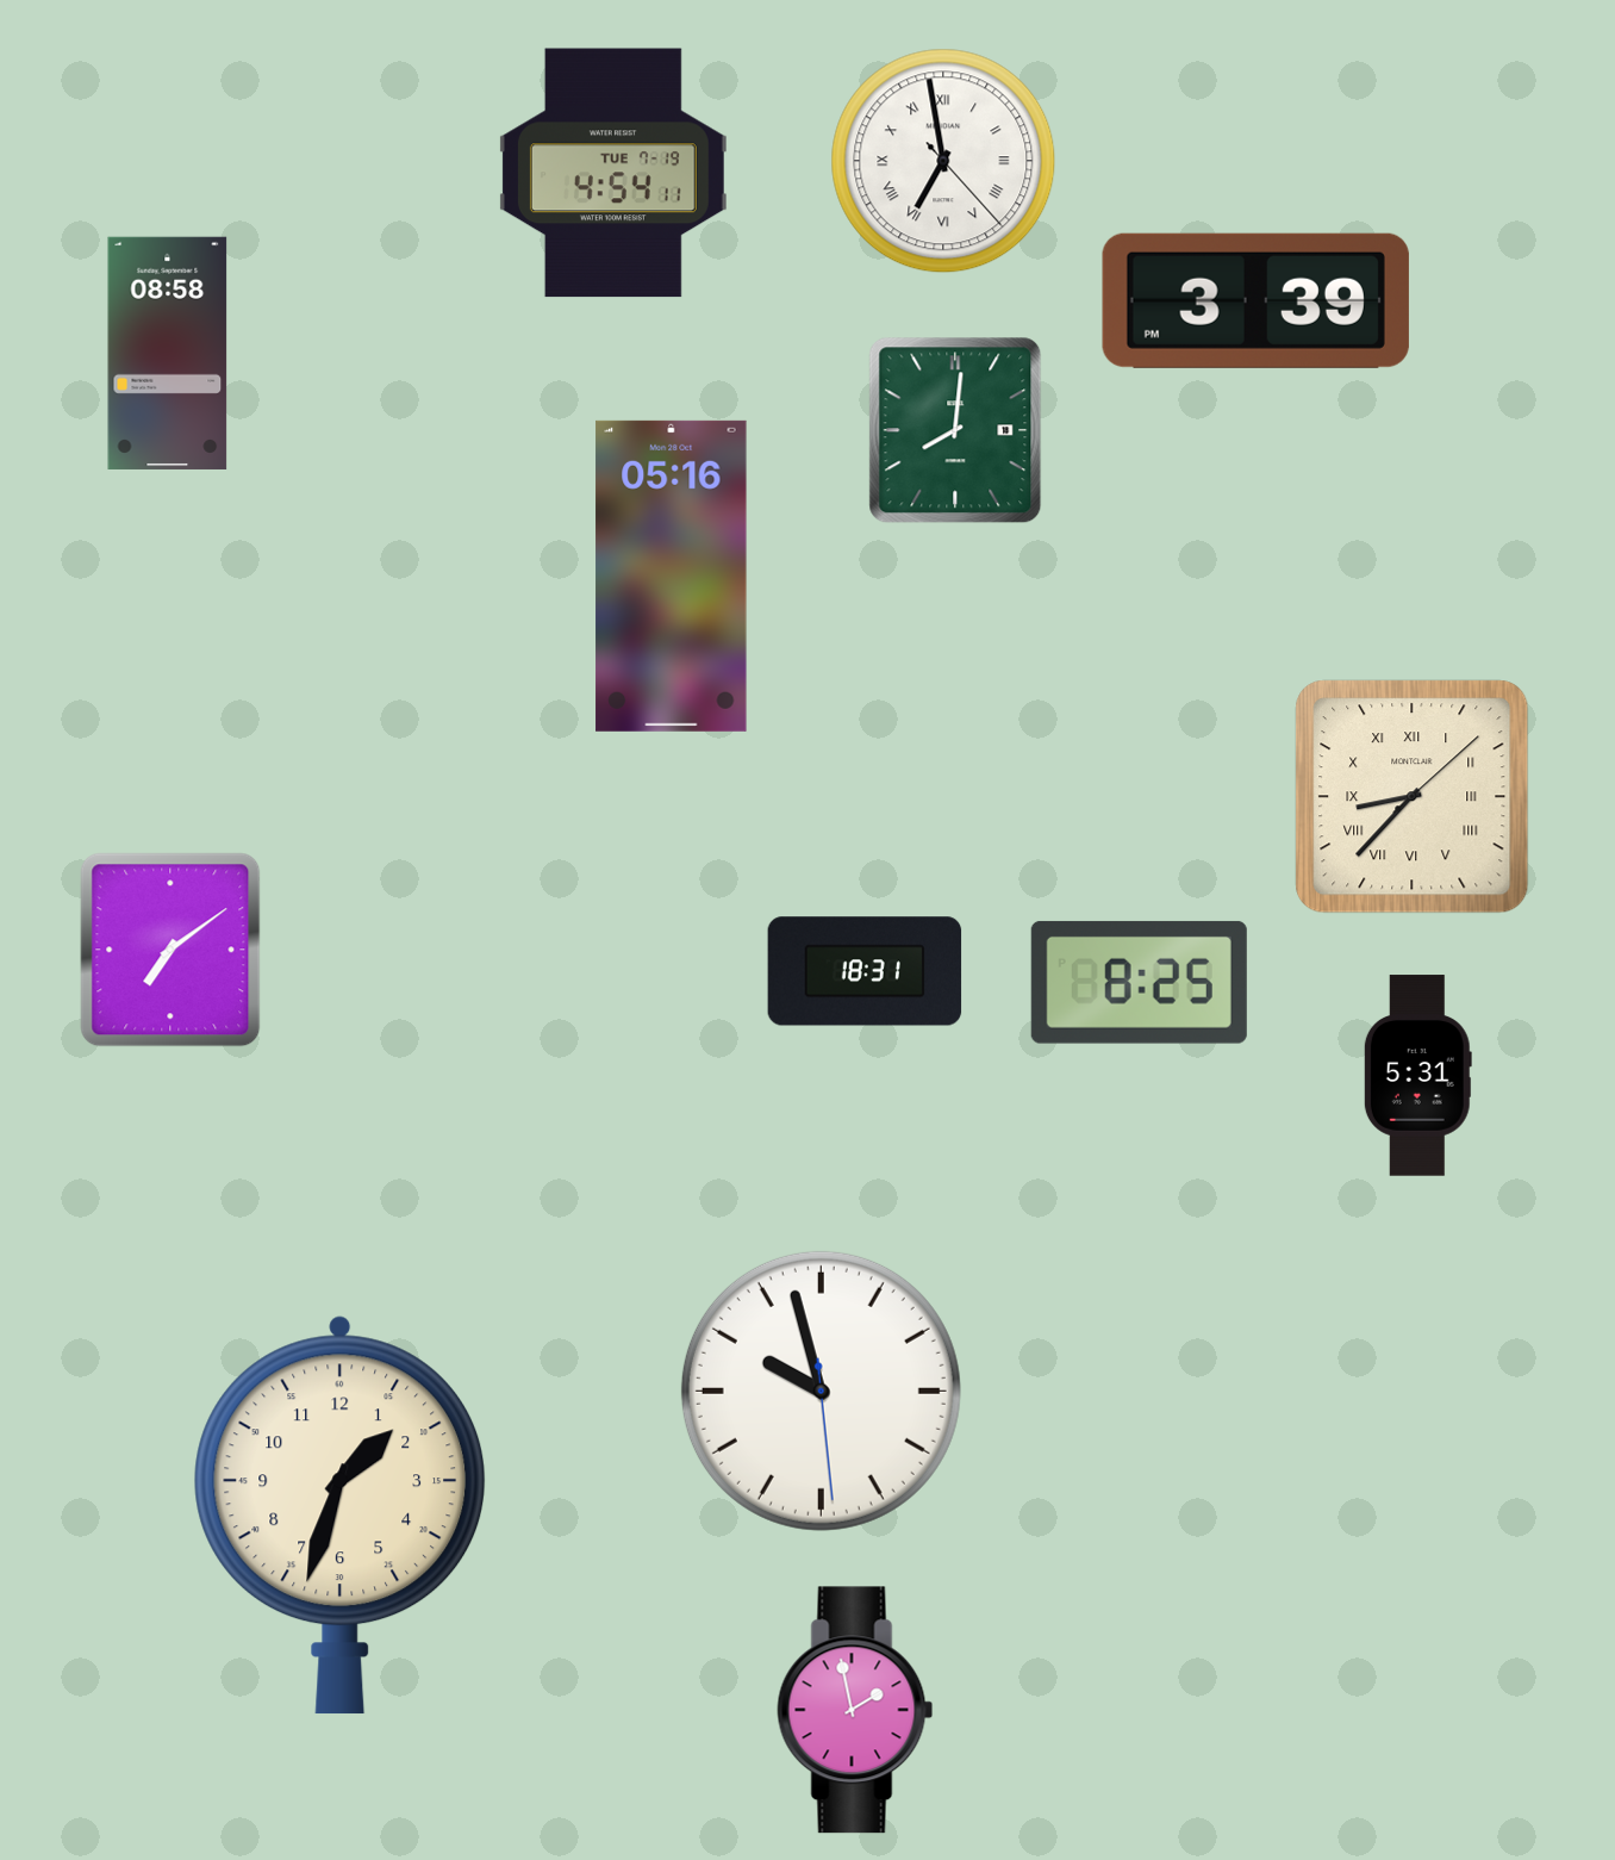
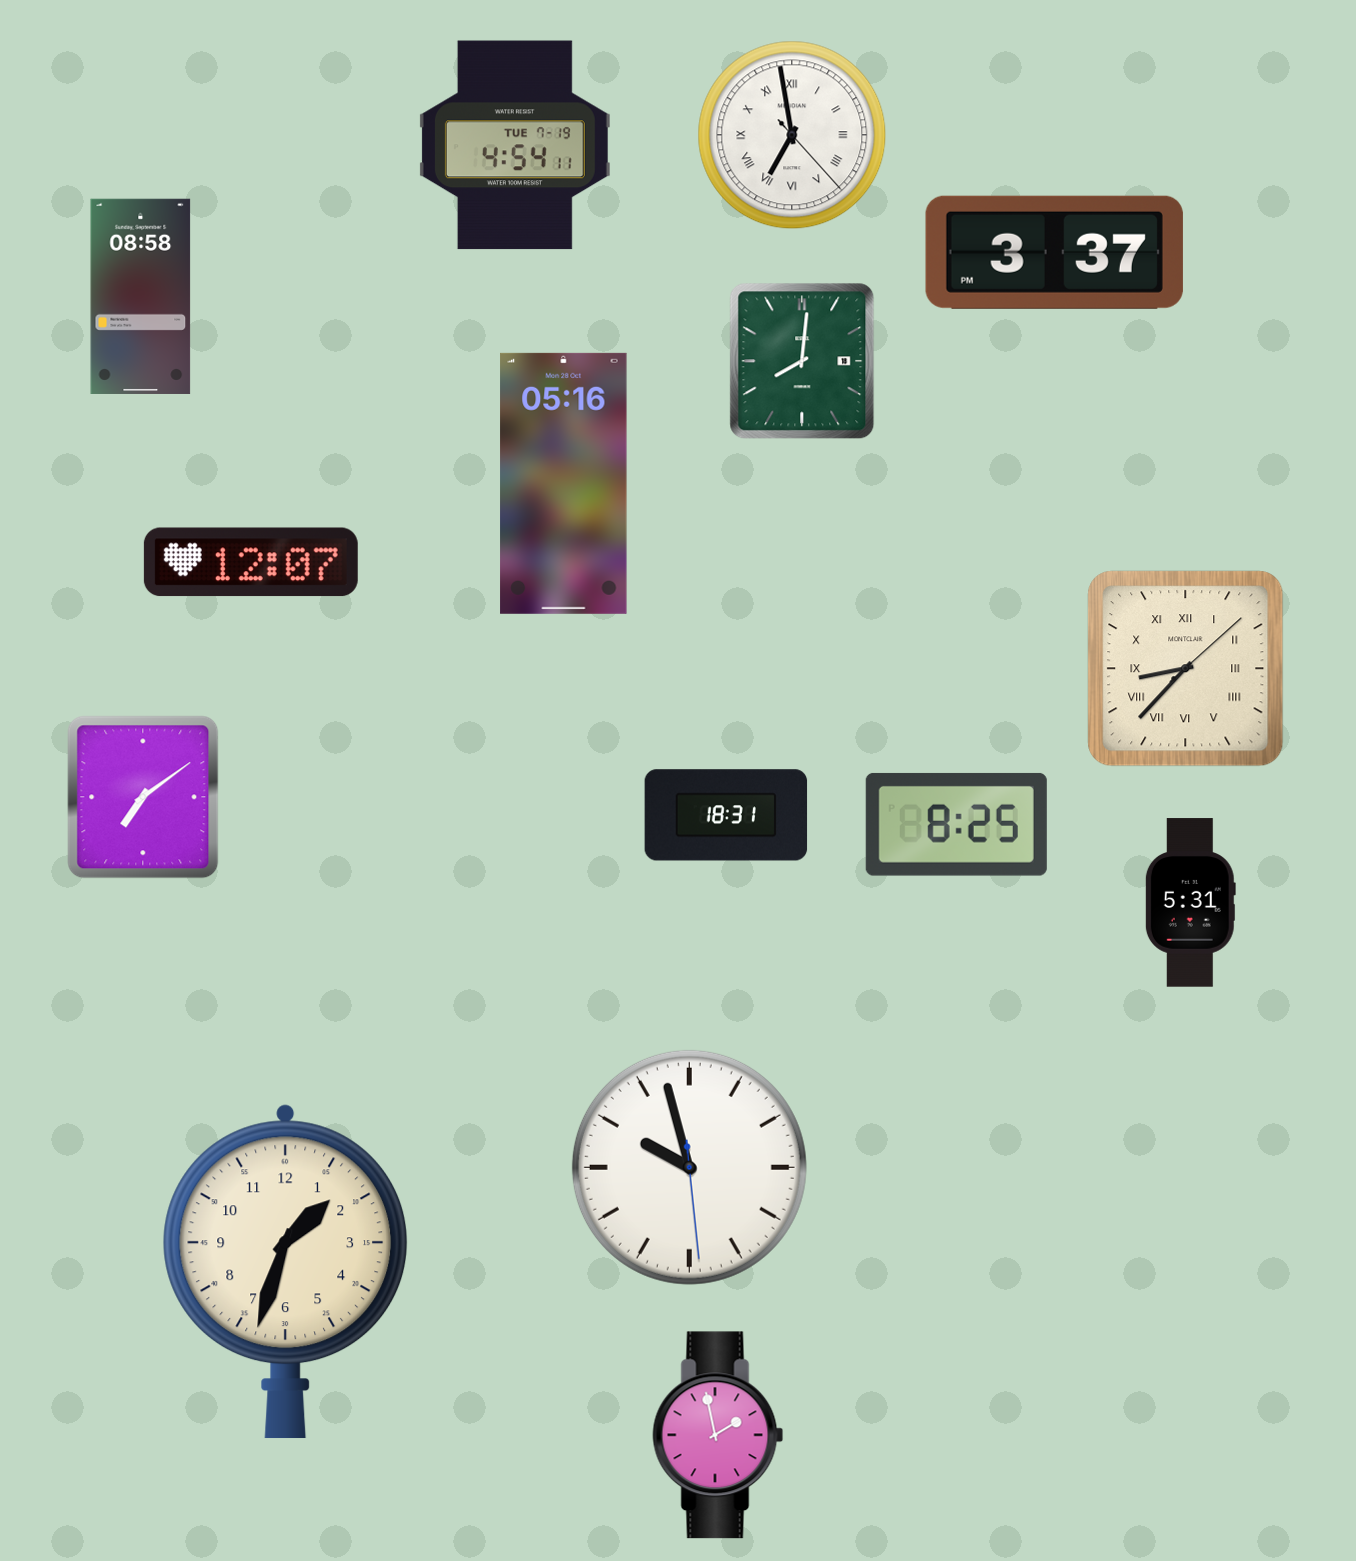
clock at (1255, 300): 3:39 -> 3:37
clock at (251, 562): none -> 12:07
